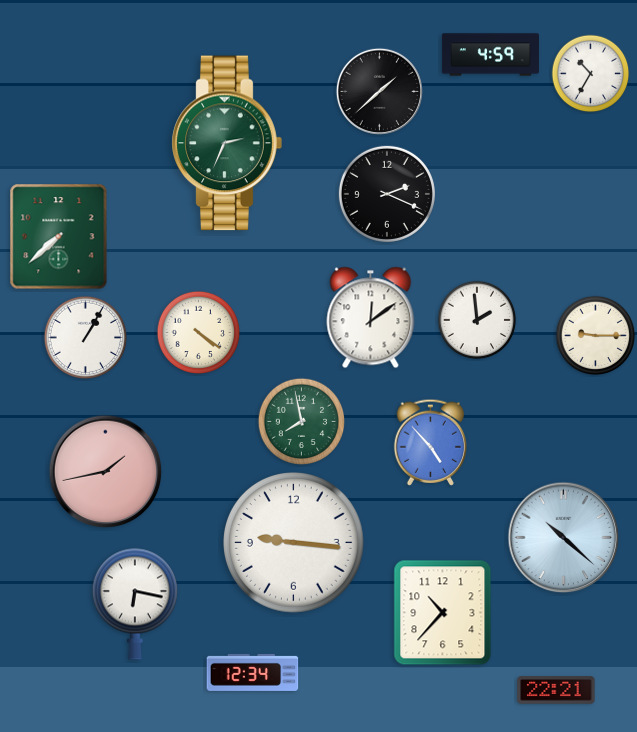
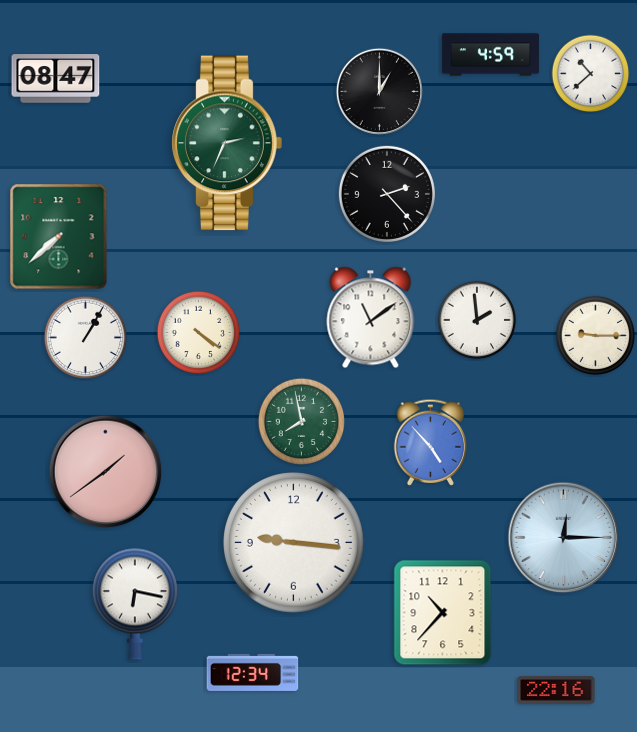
clock at (591, 74): 10:35 -> 10:38
clock at (56, 79): none -> 08:47
clock at (379, 91): 1:38 -> 1:00
clock at (387, 194): 2:19 -> 2:23
clock at (371, 318): 12:09 -> 11:09
clock at (106, 472): 1:43 -> 1:39
clock at (564, 538): 10:22 -> 12:15
clock at (556, 690): 22:21 -> 22:16
